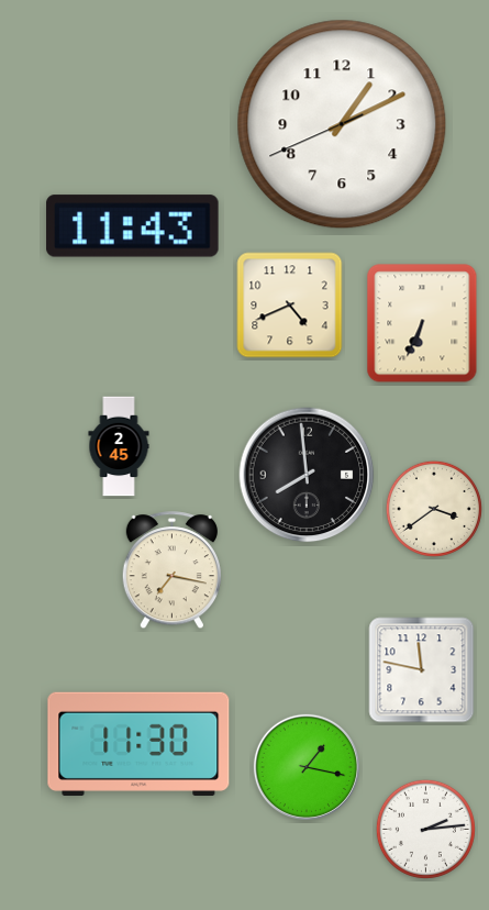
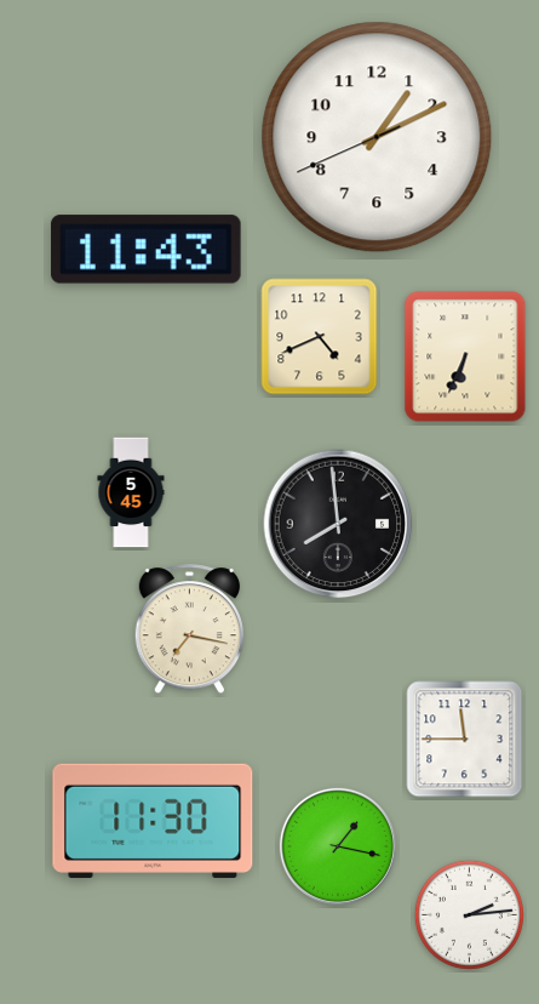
clock at (119, 446): 2:45 -> 5:45
clock at (434, 509): 3:39 -> none
clock at (422, 670): 11:47 -> 11:45
